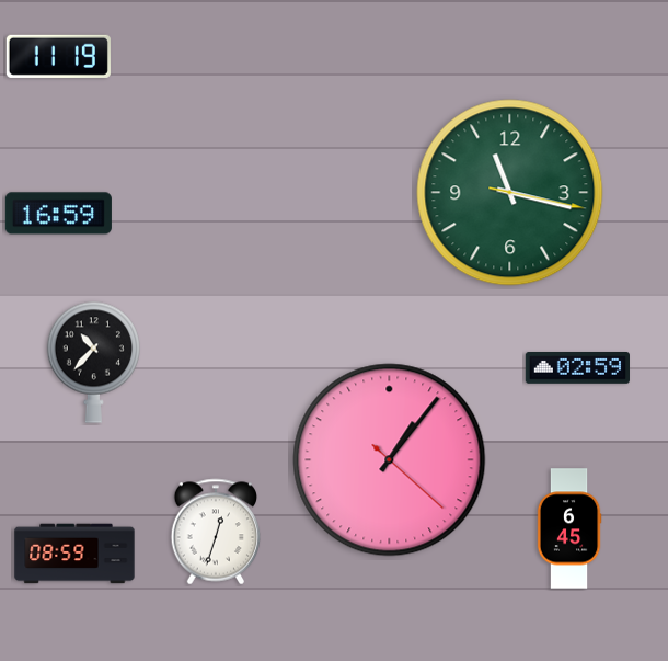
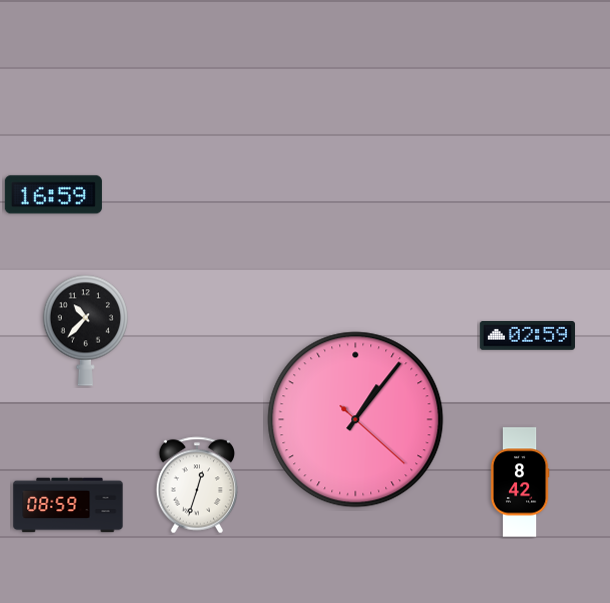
clock at (58, 56): 11:19 -> none
clock at (510, 193): 11:17 -> none
clock at (569, 528): 6:45 -> 8:42
